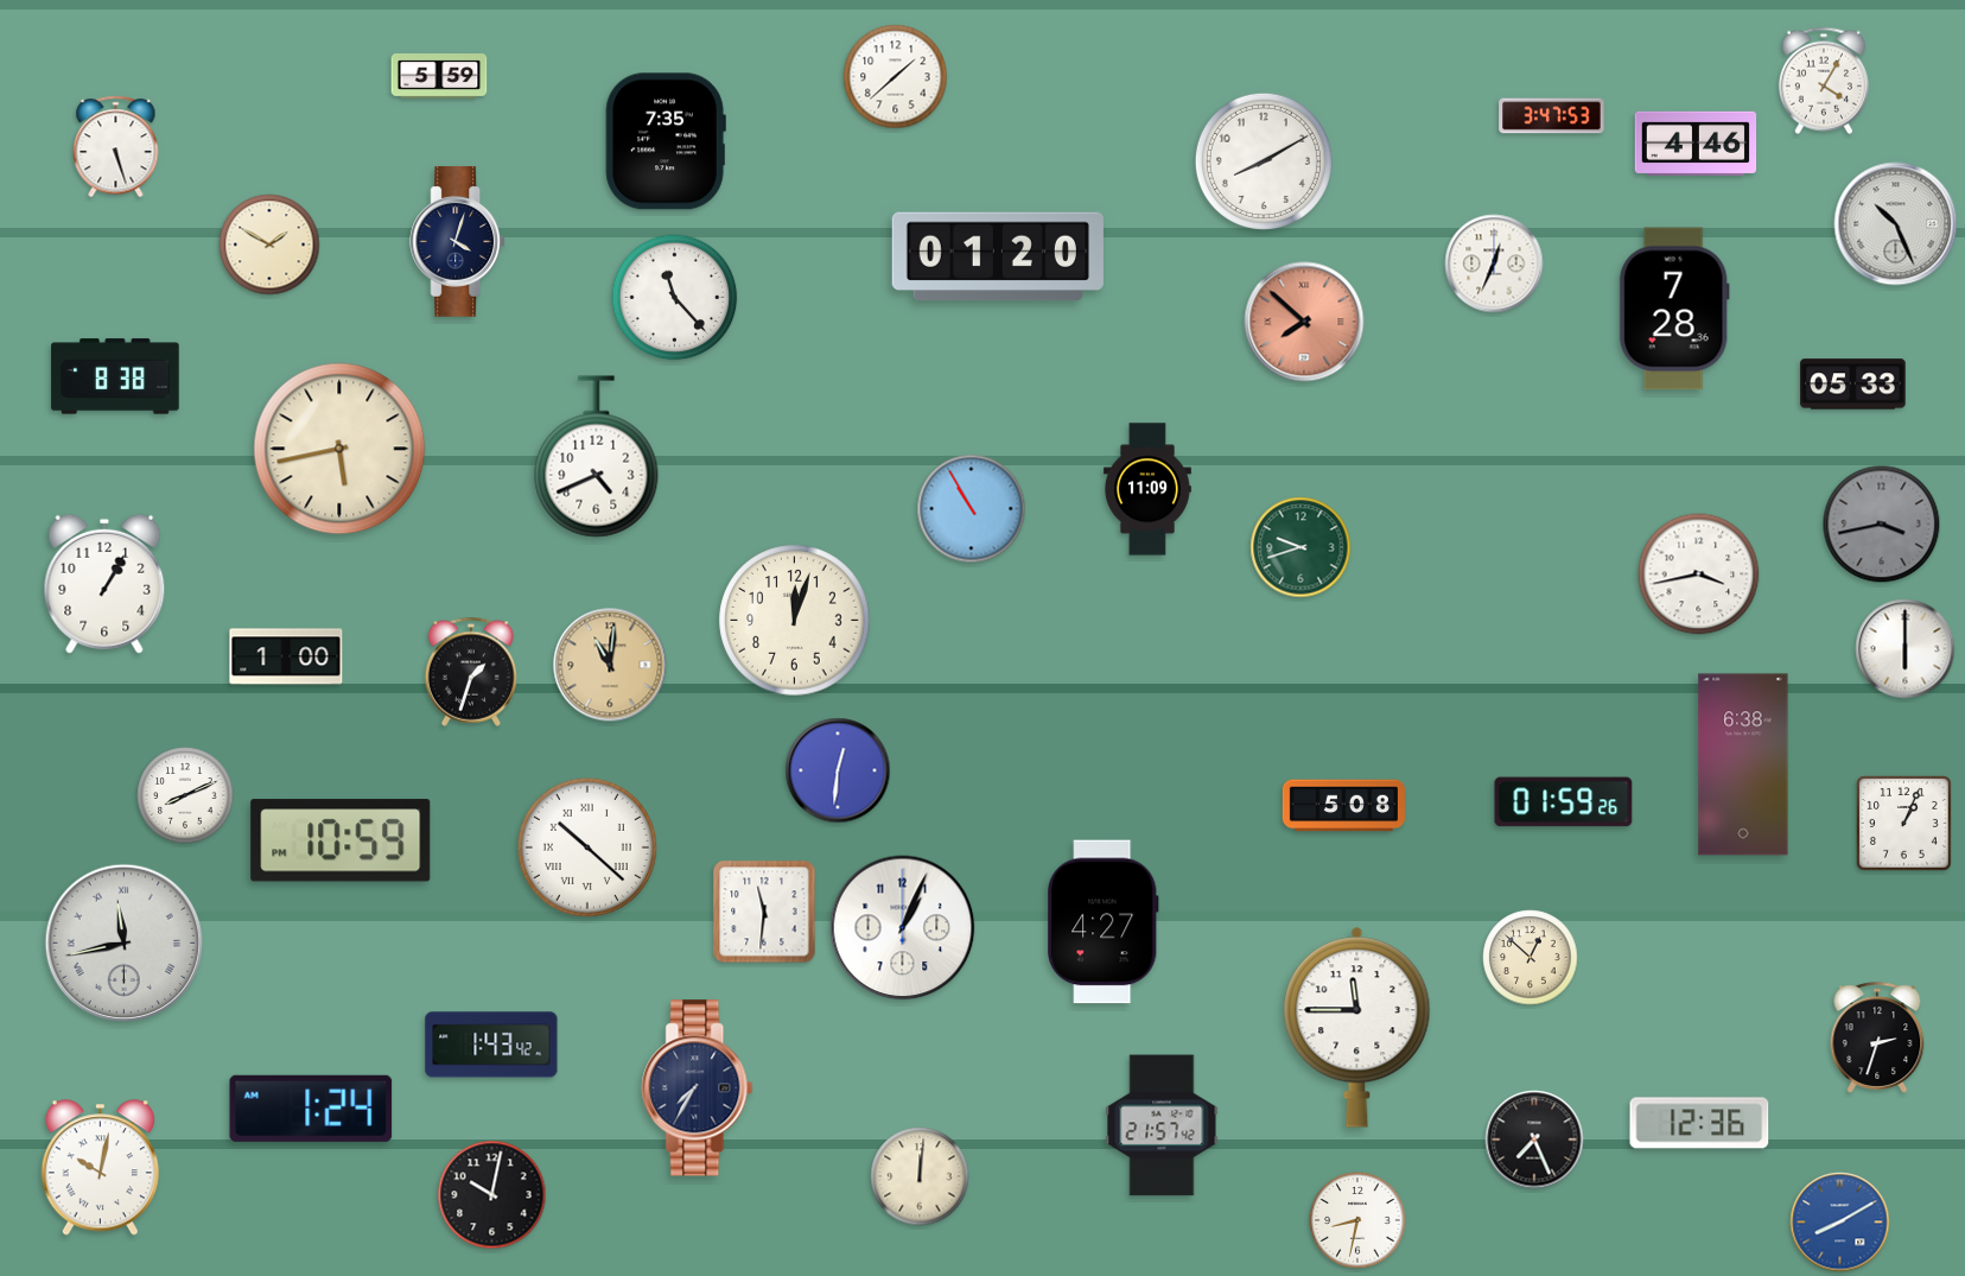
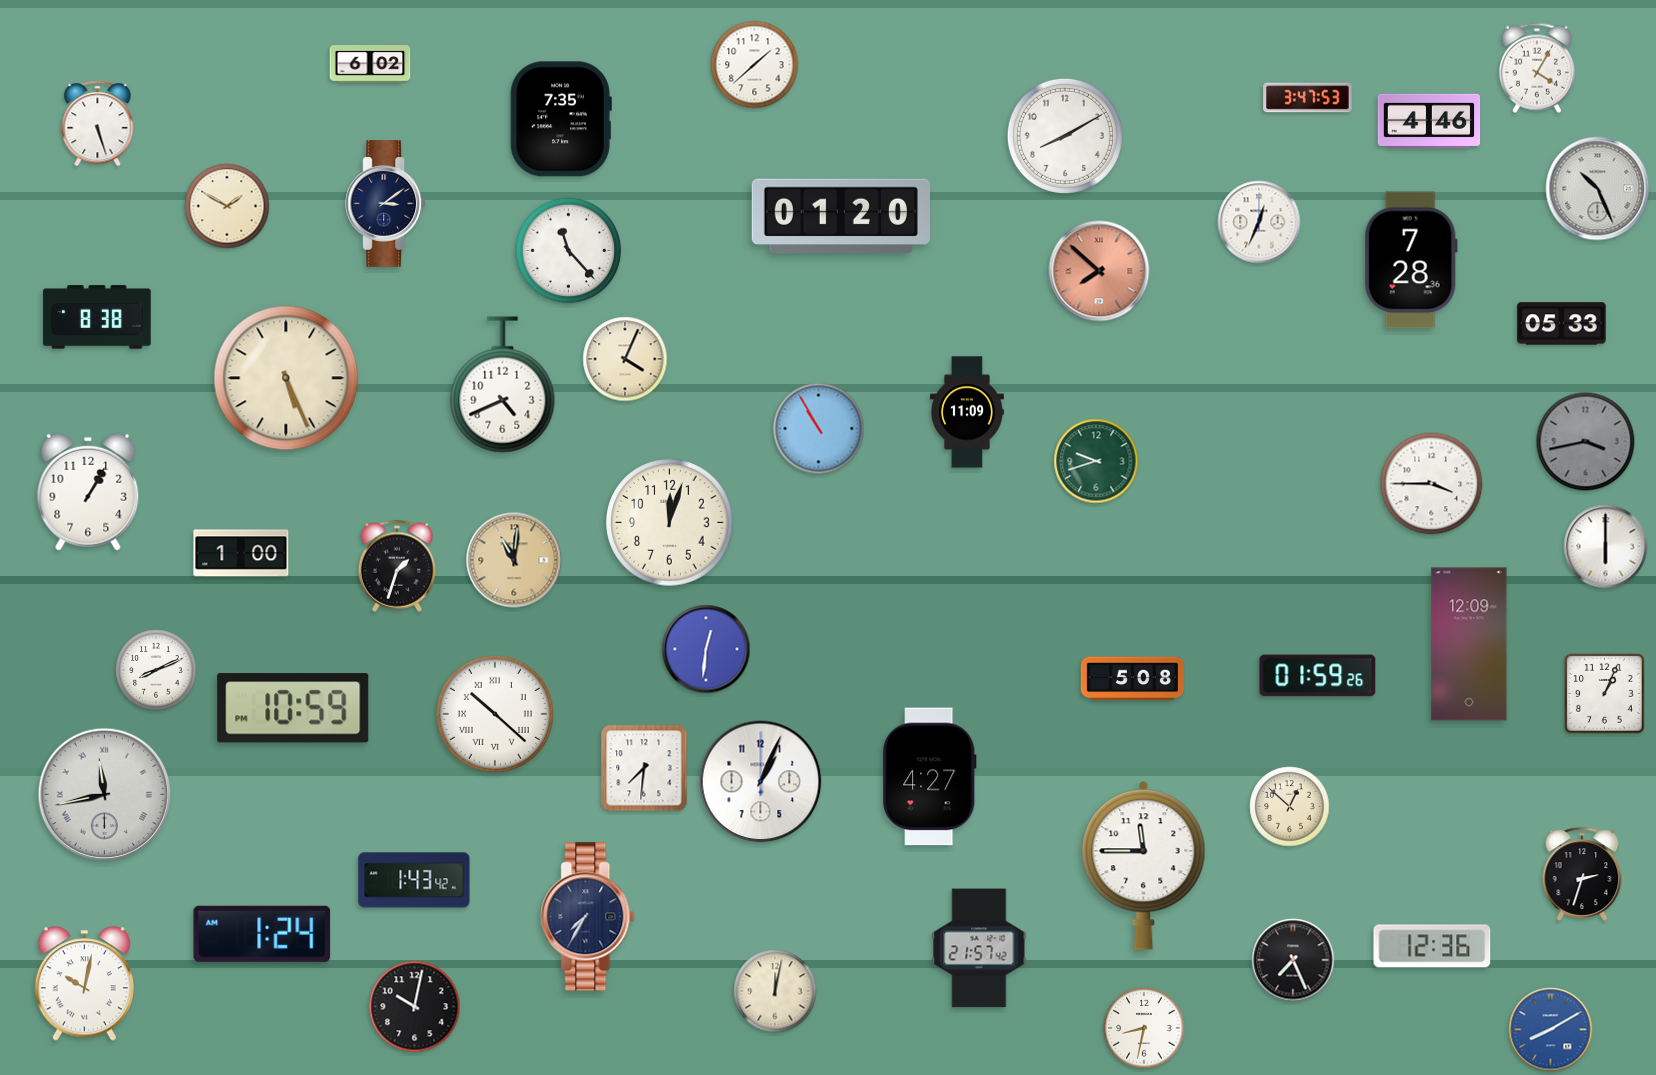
clock at (439, 77): 5:59 -> 6:02
clock at (458, 242): 4:03 -> 3:09
clock at (625, 359): none -> 4:04
clock at (339, 449): 5:43 -> 5:26
clock at (1699, 574): 3:43 -> 3:45
clock at (1743, 764): 6:38 -> 12:09
clock at (341, 840) position: (341, 840) -> (293, 708)
clock at (764, 912): 11:31 -> 7:31
clock at (920, 1176): 12:01 -> 12:02
